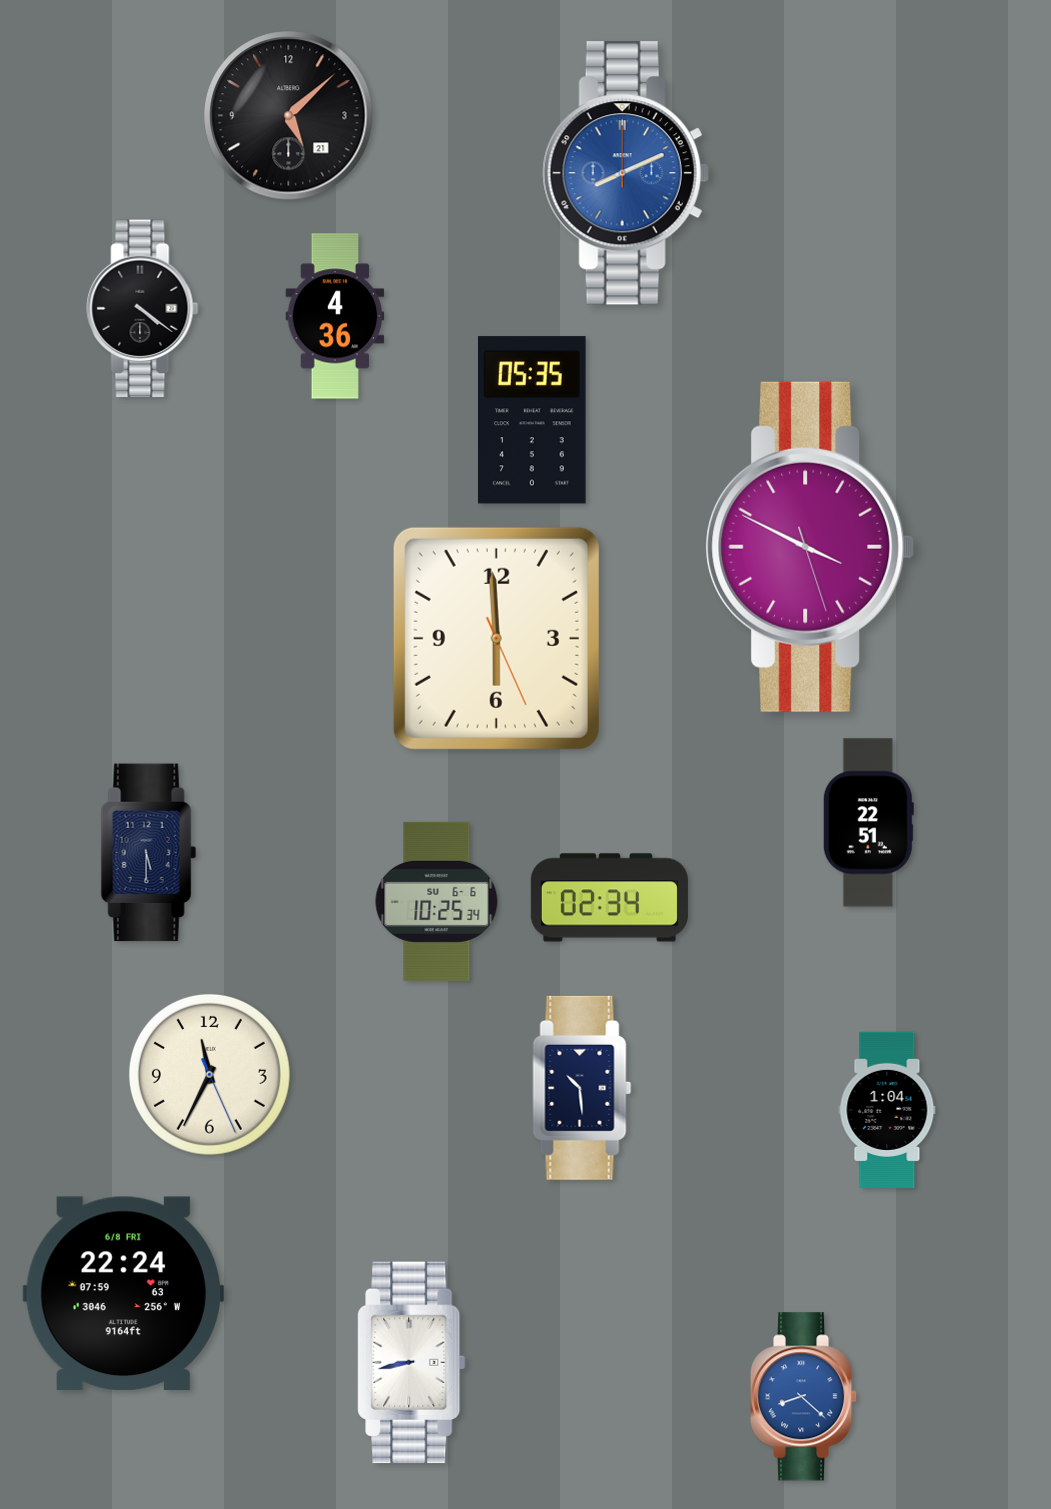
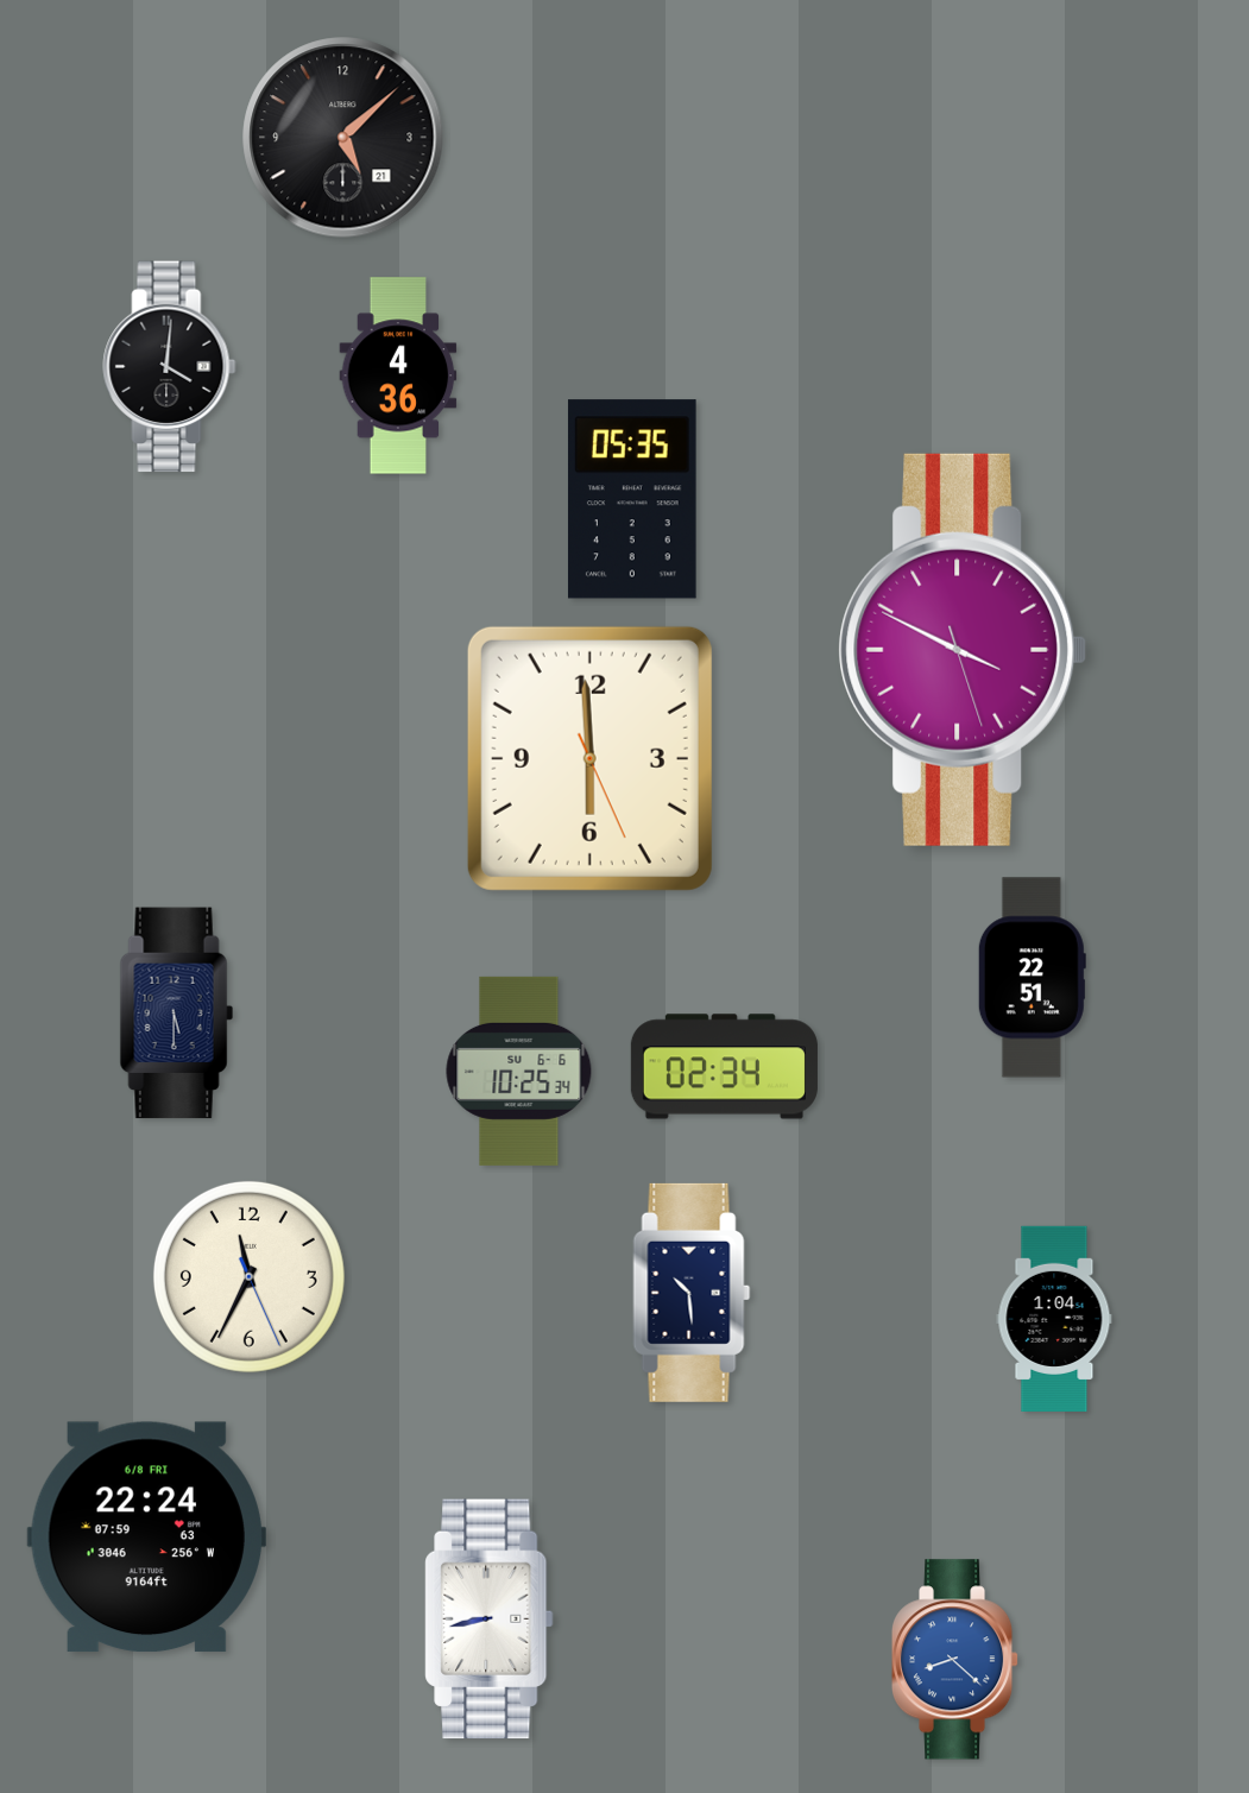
clock at (626, 173): 8:11 -> none
clock at (143, 309): 4:21 -> 4:01
